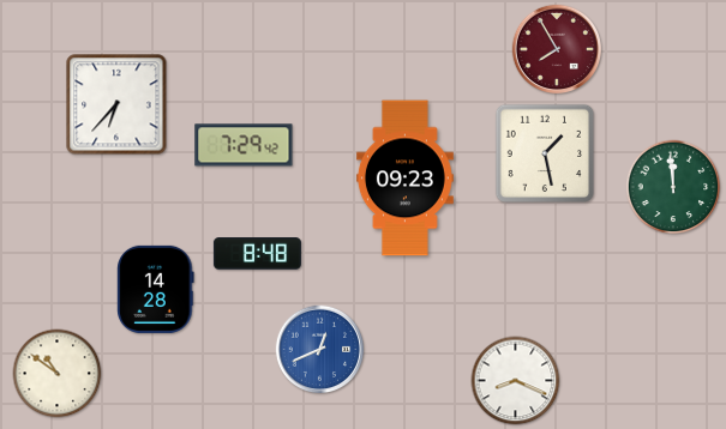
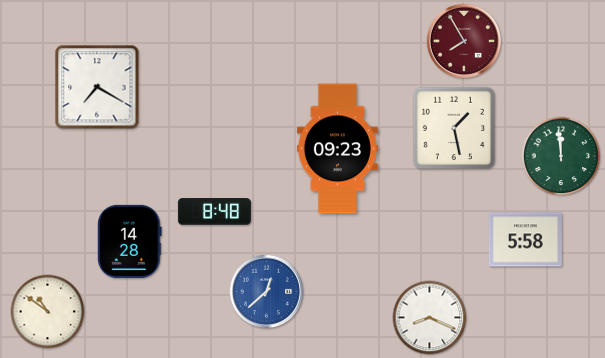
clock at (116, 104): 6:37 -> 7:20
clock at (244, 145): 7:29 -> none
clock at (525, 240): none -> 5:58
clock at (320, 350): 12:41 -> 12:38
